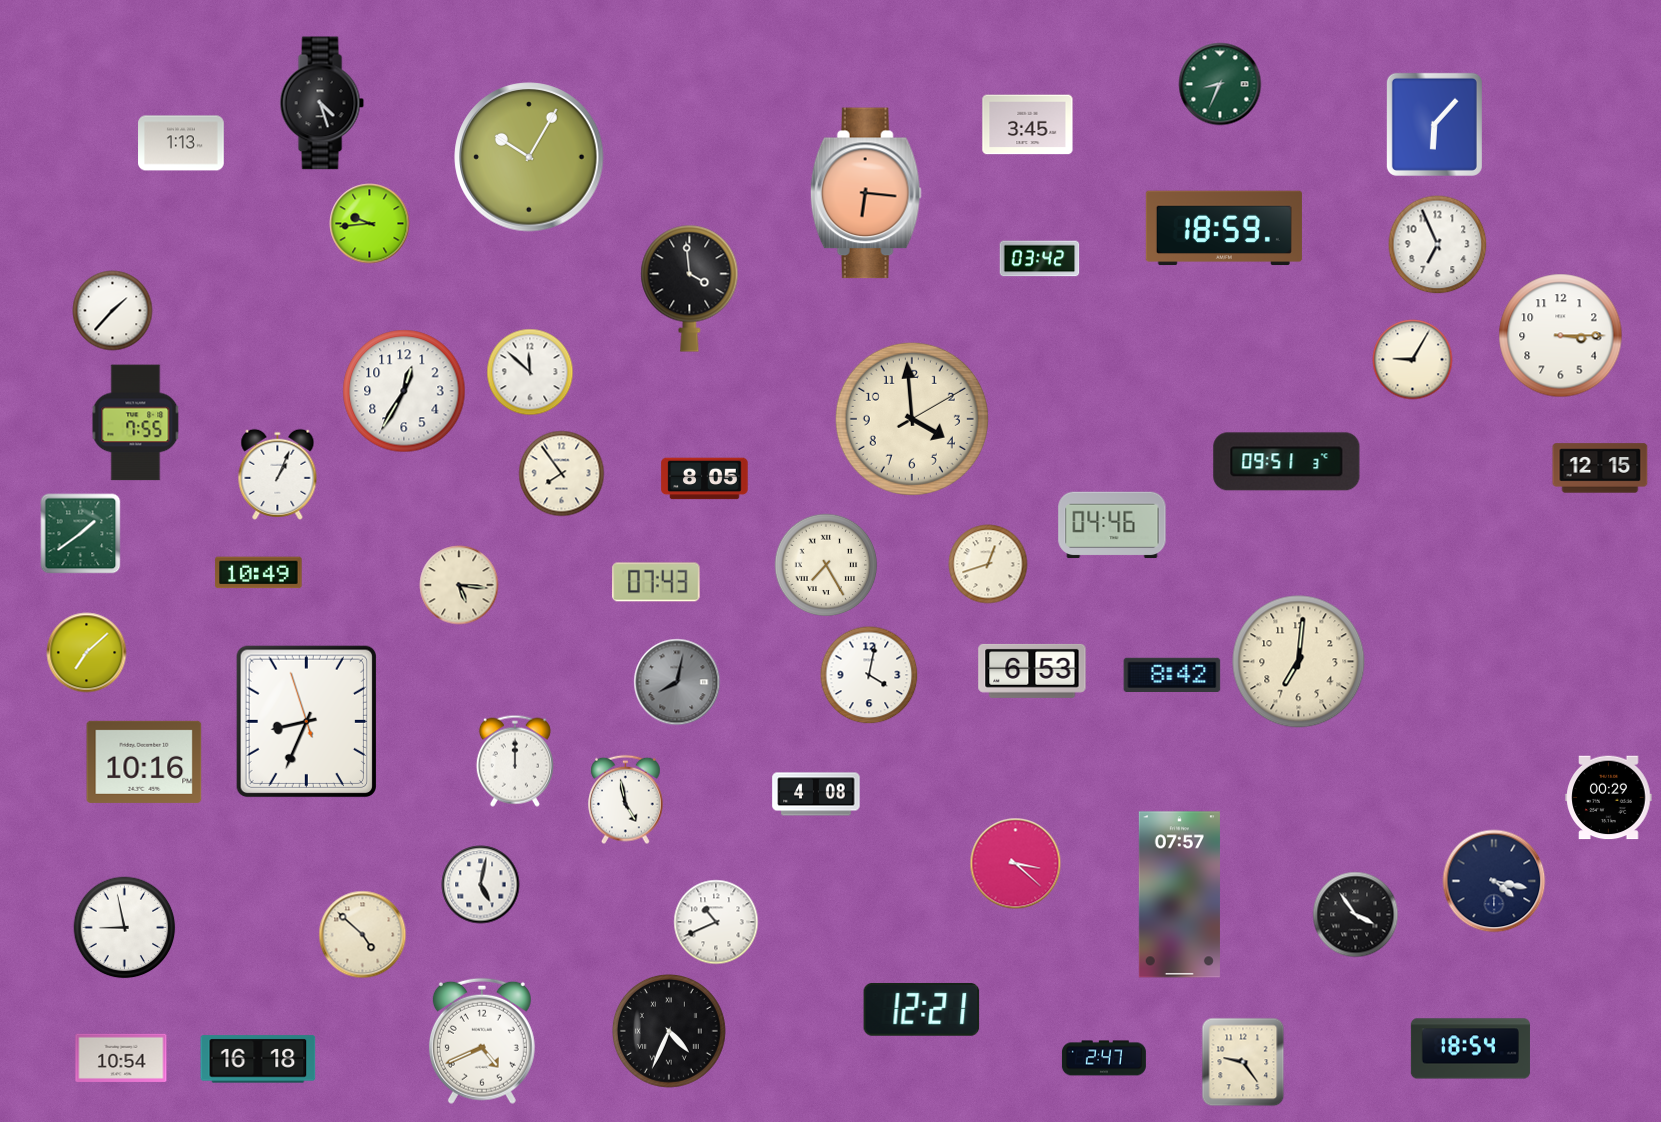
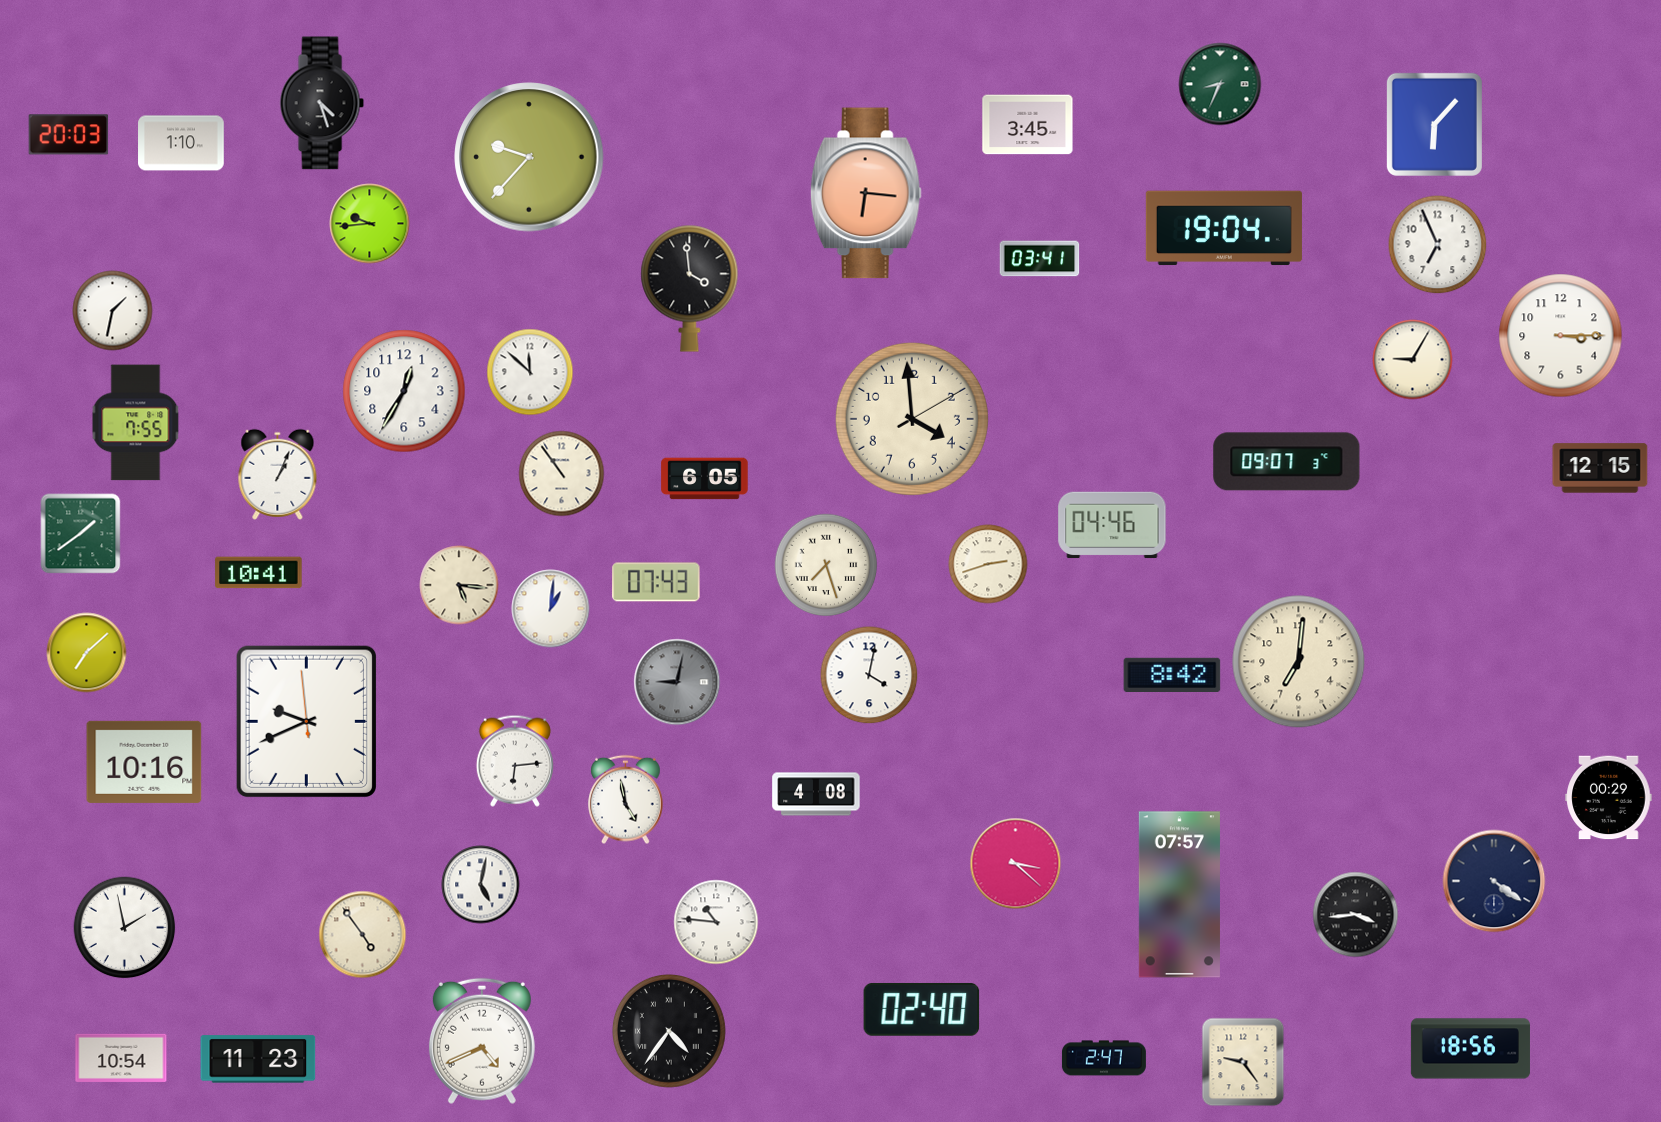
clock at (69, 135): none -> 20:03
clock at (181, 143): 1:13 -> 1:10
clock at (529, 157): 10:05 -> 9:37
clock at (1224, 228): 18:59 -> 19:04
clock at (1040, 259): 03:42 -> 03:41
clock at (113, 311): 1:37 -> 1:32
clock at (1287, 462): 09:51 -> 09:07
clock at (562, 474): 7:54 -> 10:54
clock at (705, 479): 8:05 -> 6:05
clock at (988, 564): 12:42 -> 2:42
clock at (826, 565): 7:25 -> 7:27
clock at (259, 573): 10:49 -> 10:41
clock at (551, 609): none -> 1:01
clock at (1032, 671): 6:53 -> none
clock at (677, 682): 8:02 -> 9:02
clock at (306, 722): 8:33 -> 9:40
clock at (515, 761): 12:00 -> 6:14
clock at (1494, 881): 4:17 -> 4:21
clock at (1356, 915): 3:54 -> 3:44
clock at (716, 922): 10:41 -> 10:46
clock at (125, 928): 8:58 -> 1:58
clock at (363, 935): 4:52 -> 4:54
clock at (922, 1009): 12:21 -> 02:40
clock at (669, 1031): 4:34 -> 4:36
clock at (1470, 1049): 18:54 -> 18:56
clock at (258, 1059): 16:18 -> 11:23
